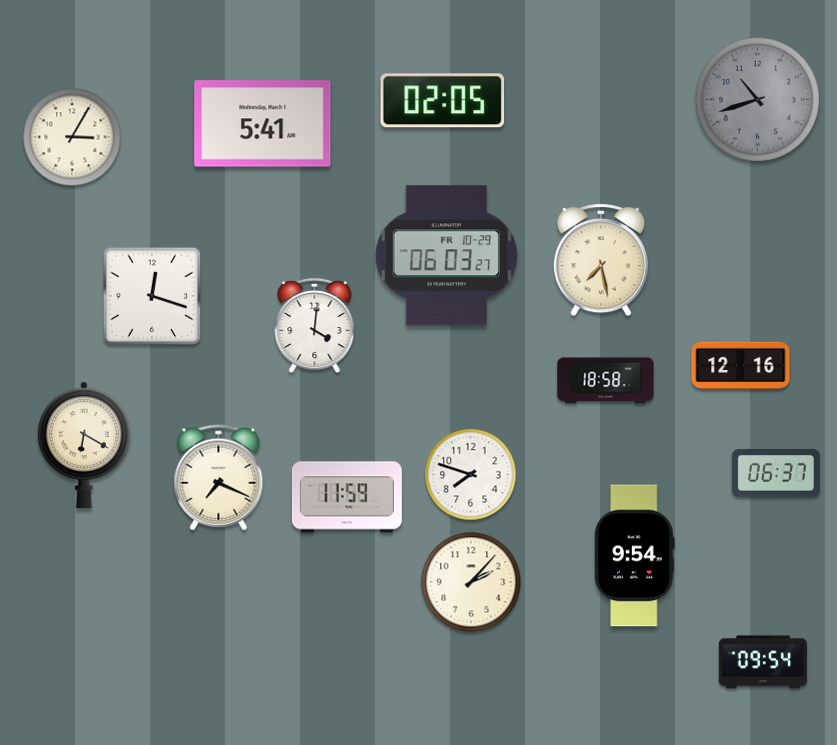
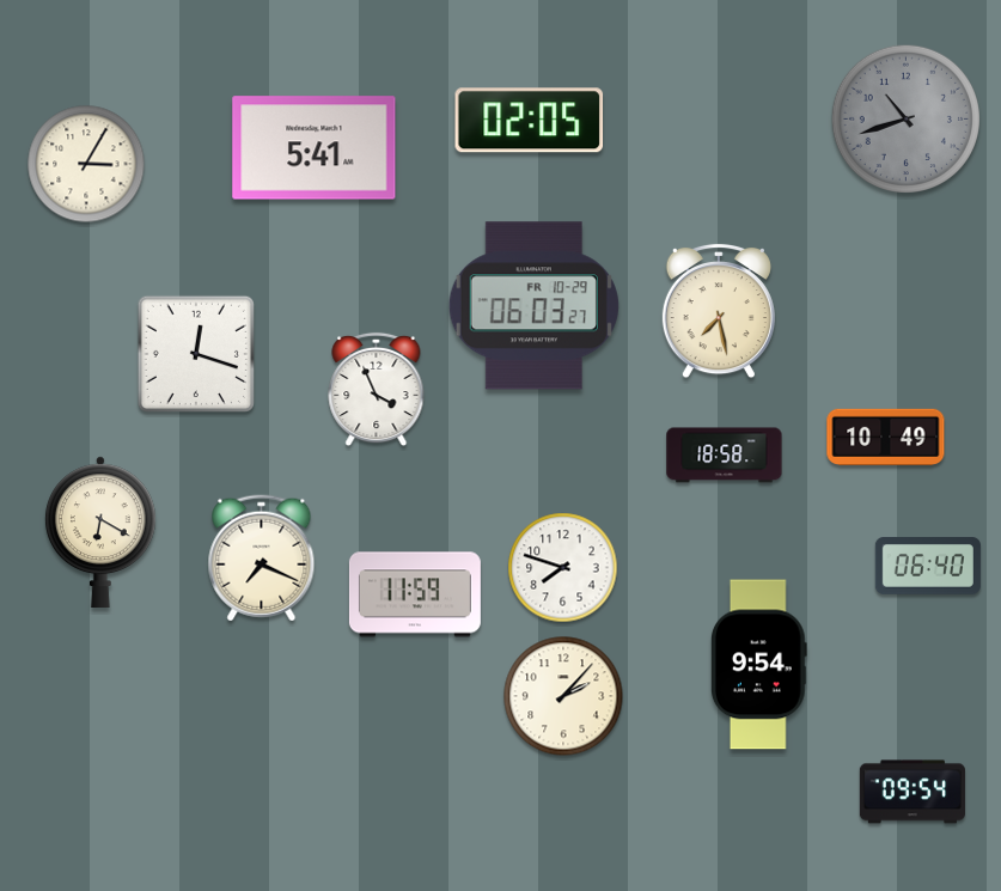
clock at (152, 296) position: (152, 296) -> (196, 354)
clock at (315, 326): 4:01 -> 3:56
clock at (741, 365): 12:16 -> 10:49
clock at (776, 474): 06:37 -> 06:40
clock at (219, 478) position: (219, 478) -> (262, 559)
